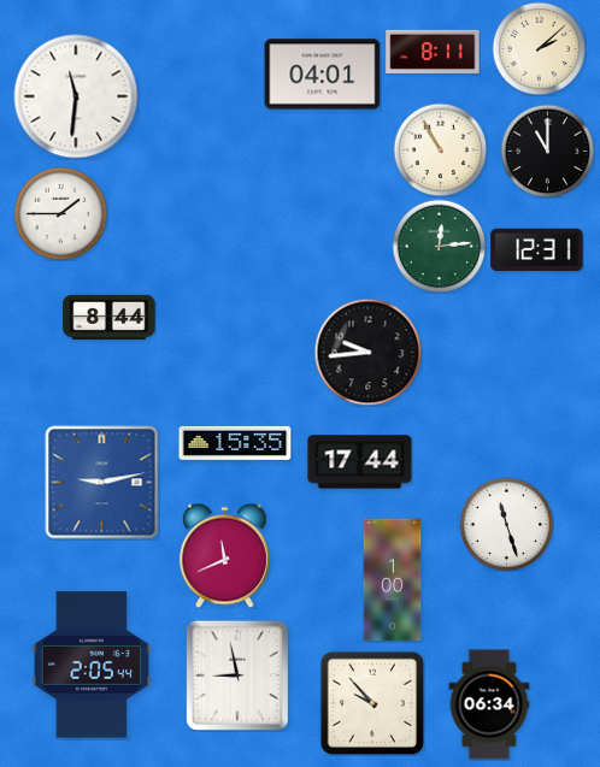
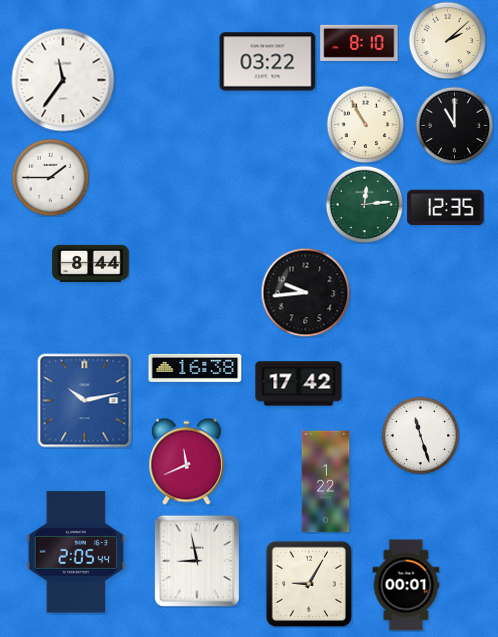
clock at (433, 52): 8:11 -> 8:10
clock at (323, 75): 04:01 -> 03:22
clock at (76, 96): 11:31 -> 11:36
clock at (537, 250): 12:31 -> 12:35
clock at (235, 443): 15:35 -> 16:38
clock at (360, 462): 17:44 -> 17:42
clock at (102, 483): 9:13 -> 10:13
clock at (393, 580): 1:00 -> 1:22
clock at (372, 703): 9:53 -> 9:05
clock at (489, 704): 06:34 -> 00:01
